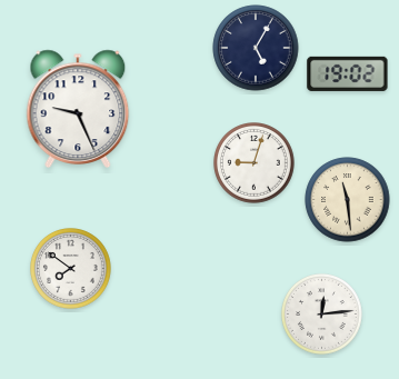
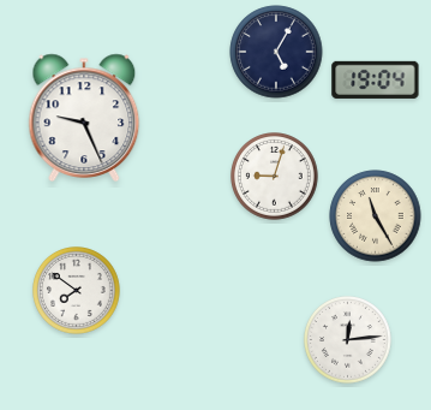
clock at (348, 73): 19:02 -> 19:04
clock at (348, 200): 11:29 -> 11:25
